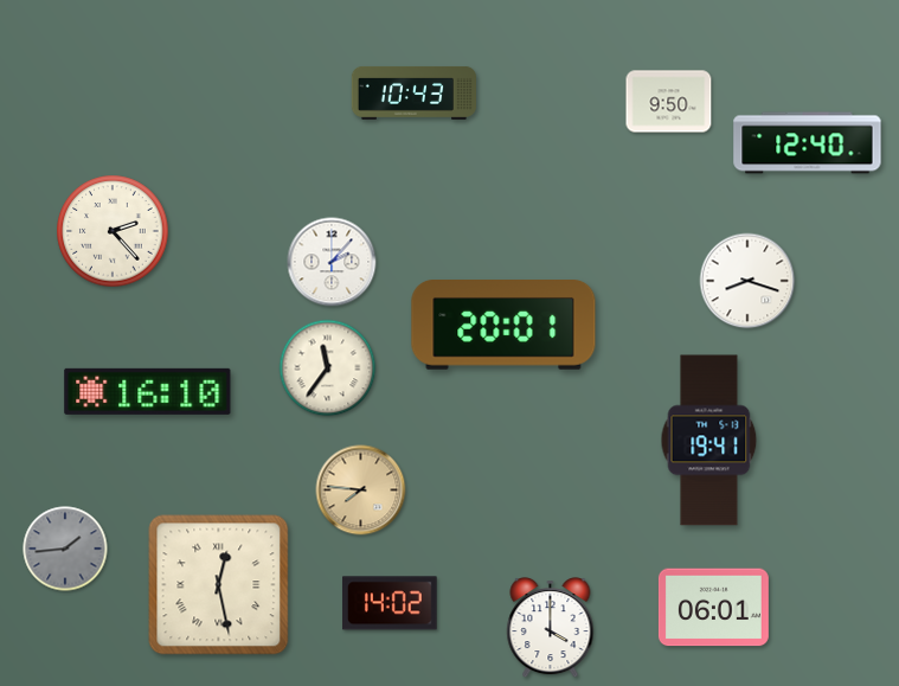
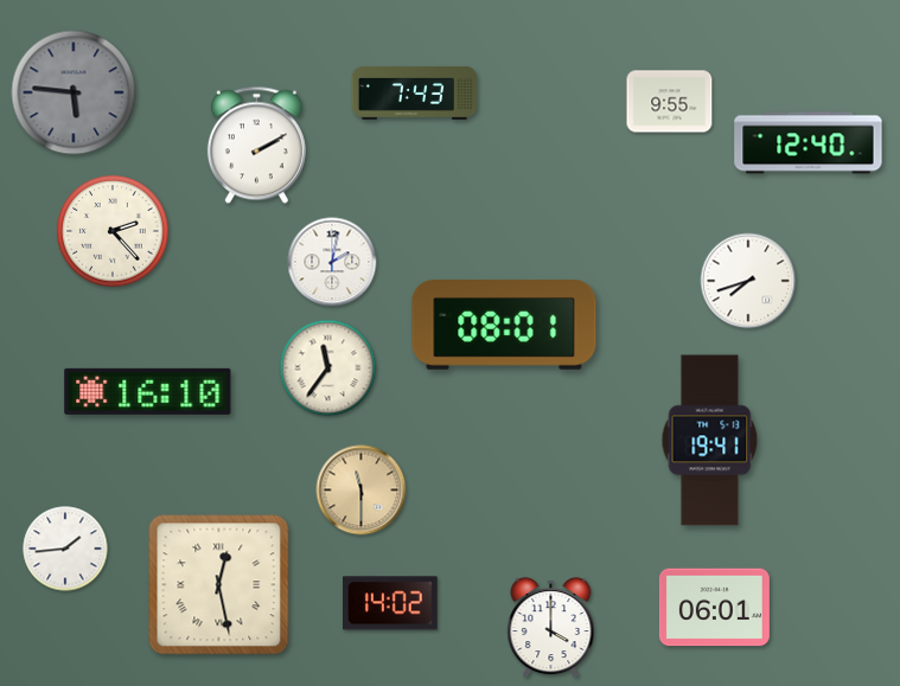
clock at (74, 92): none -> 5:46
clock at (413, 92): 10:43 -> 7:43
clock at (669, 102): 9:50 -> 9:55
clock at (256, 146): none -> 2:10
clock at (332, 262): 2:07 -> 2:02
clock at (747, 281): 8:18 -> 7:42
clock at (503, 326): 20:01 -> 08:01
clock at (361, 491): 7:46 -> 11:30
clock at (65, 549) dial: grey -> white
